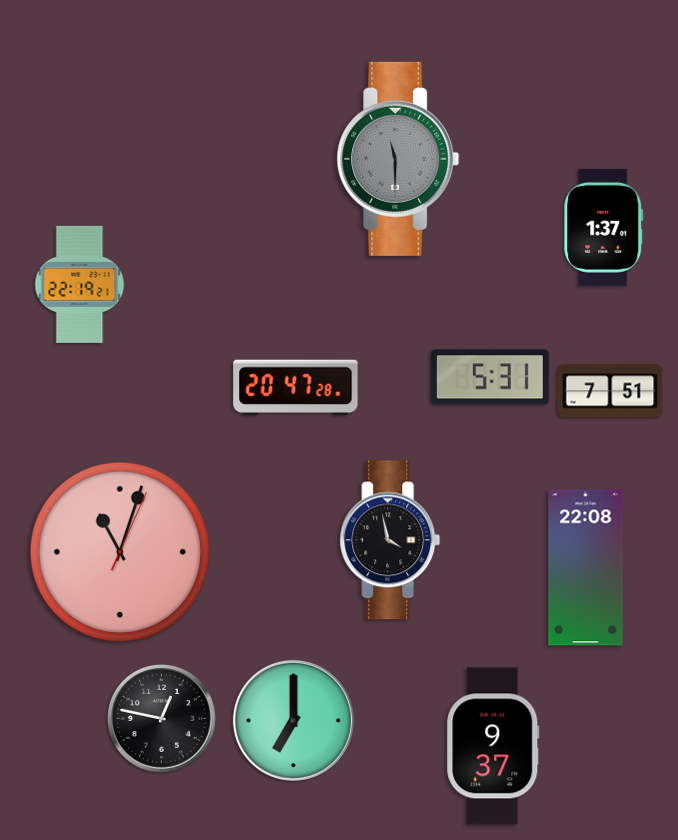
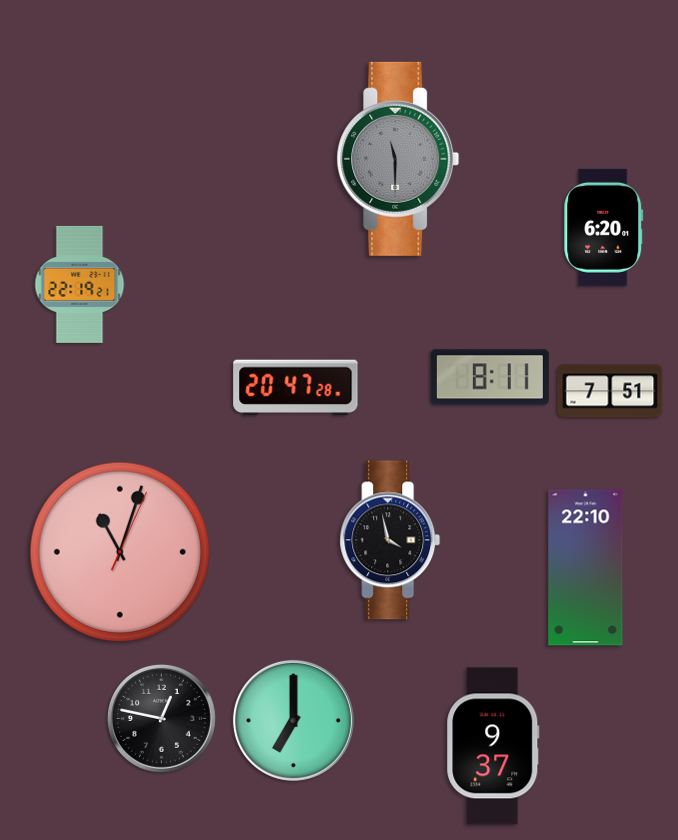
clock at (604, 227): 1:37 -> 6:20
clock at (490, 377): 5:31 -> 8:11
clock at (586, 568): 22:08 -> 22:10
